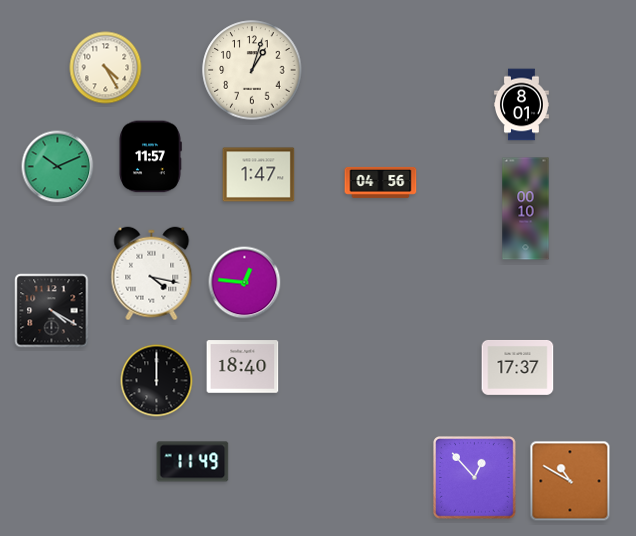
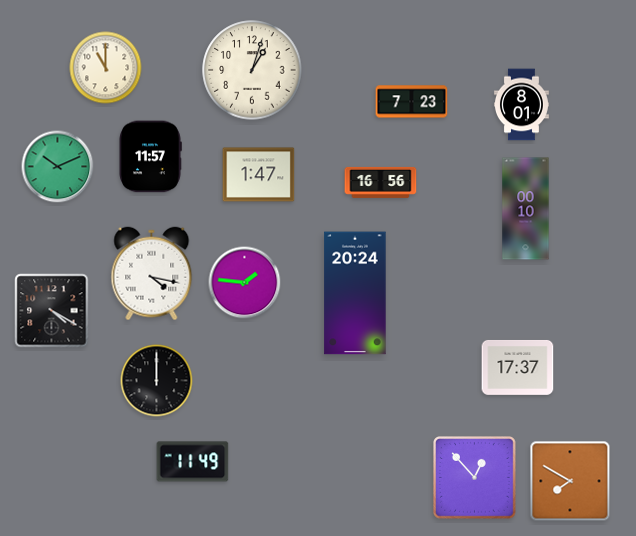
clock at (106, 68): 4:25 -> 11:00
clock at (412, 102): none -> 7:23
clock at (381, 182): 04:56 -> 16:56
clock at (245, 283): 12:46 -> 1:46
clock at (355, 293): none -> 20:24
clock at (243, 367): 18:40 -> none
clock at (570, 481): 10:50 -> 7:50
